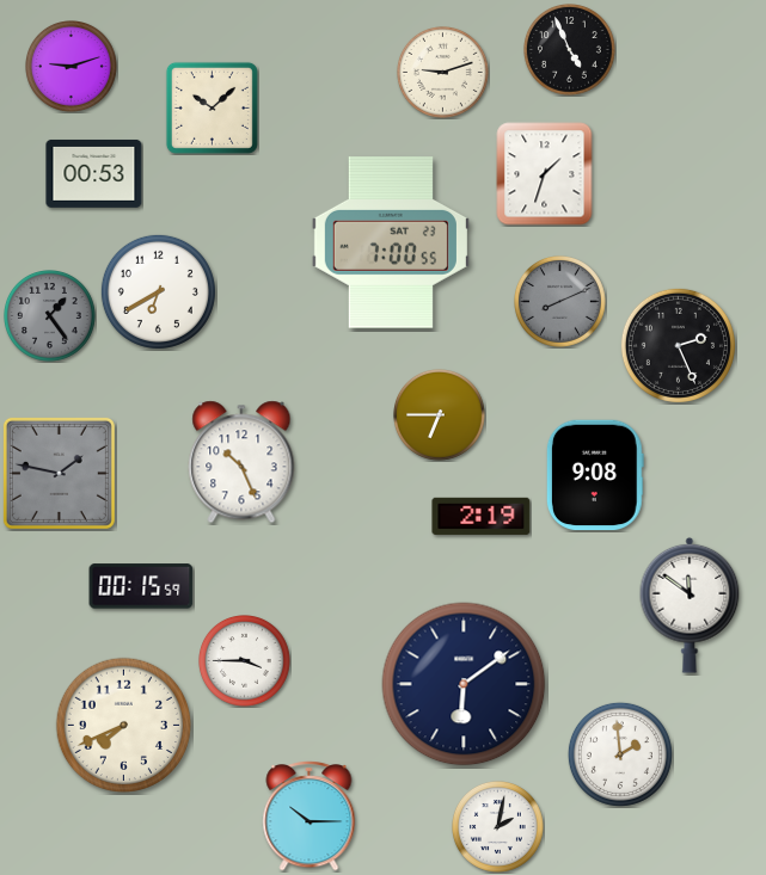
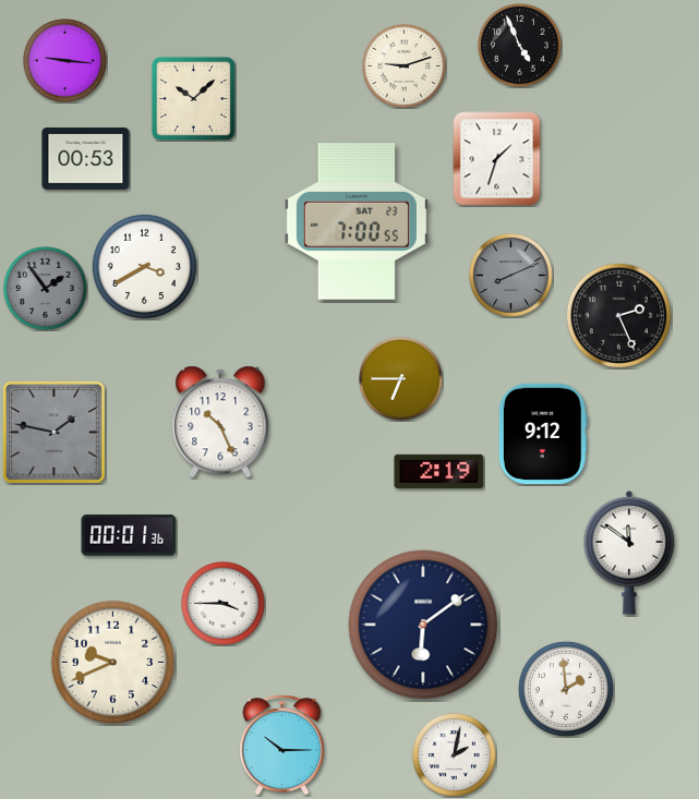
clock at (72, 67): 9:12 -> 9:16
clock at (158, 291): 6:40 -> 3:40
clock at (50, 316): 1:24 -> 1:54
clock at (595, 475): 9:08 -> 9:12
clock at (141, 586): 00:15 -> 00:01
clock at (123, 725): 7:41 -> 9:41
